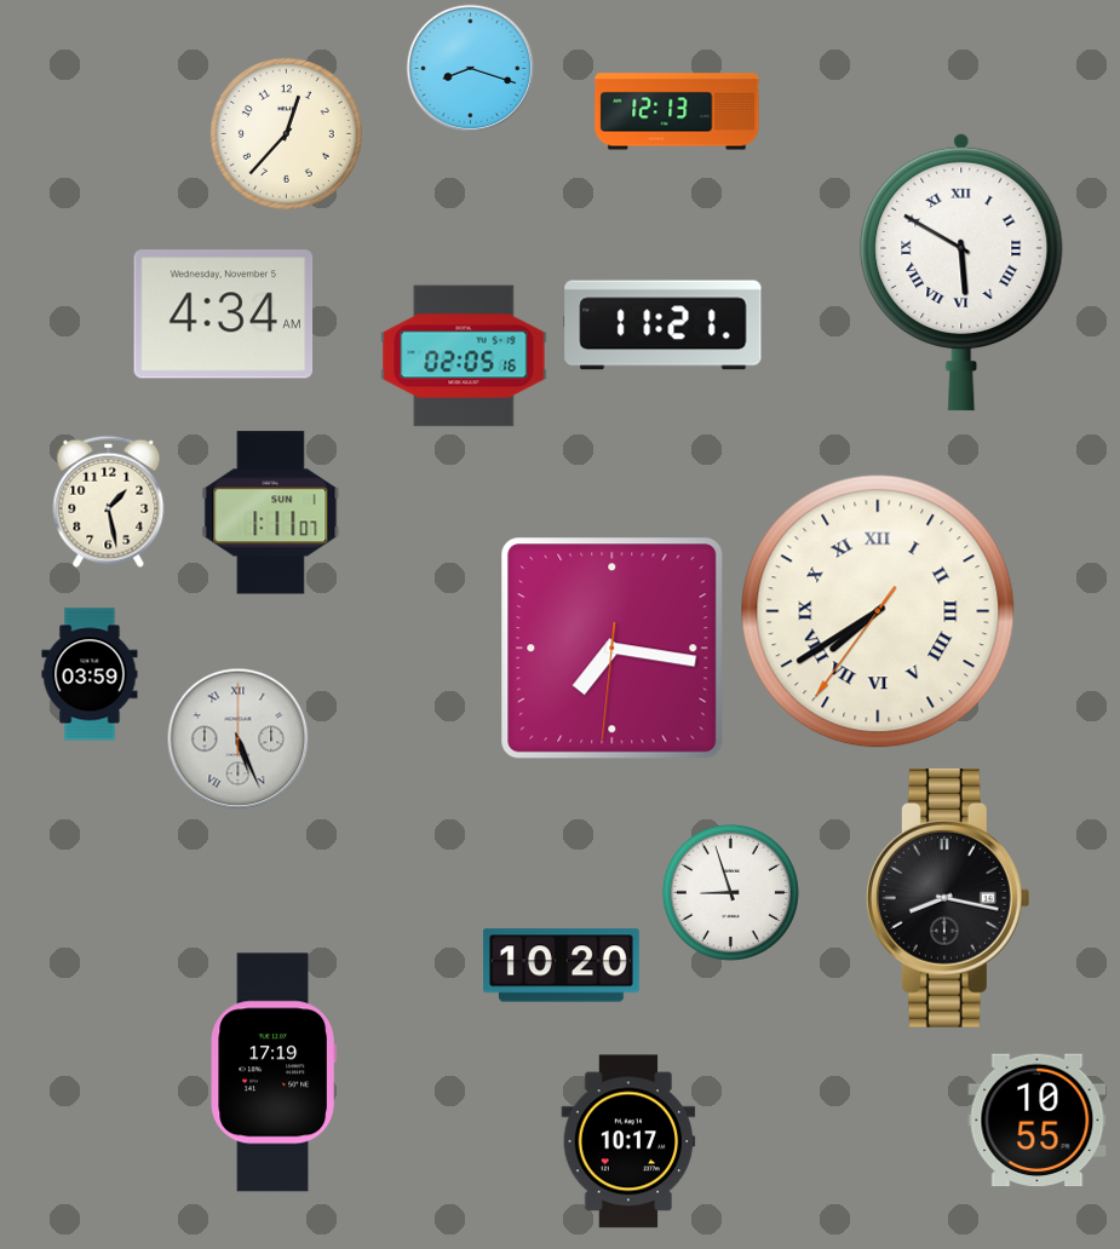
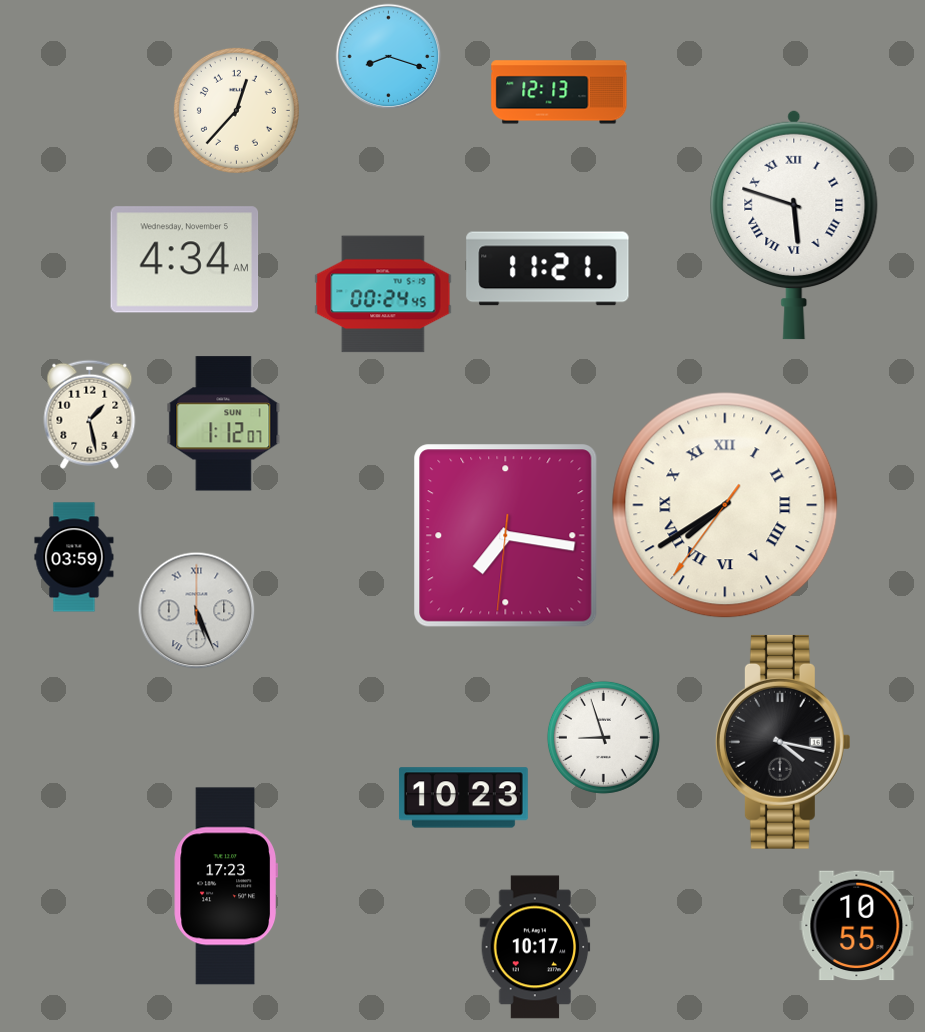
clock at (961, 272): 5:50 -> 5:48
clock at (464, 356): 02:05 -> 00:24
clock at (271, 513): 1:11 -> 1:12
clock at (948, 898): 8:17 -> 4:17
clock at (561, 966): 10:20 -> 10:23
clock at (272, 1072): 17:19 -> 17:23
clock at (628, 1141) position: (628, 1141) -> (535, 947)
